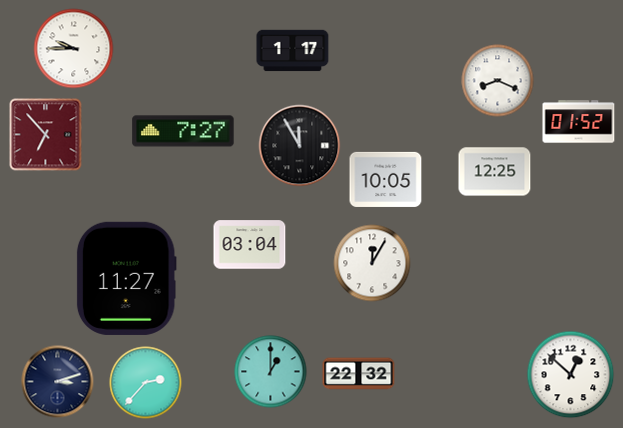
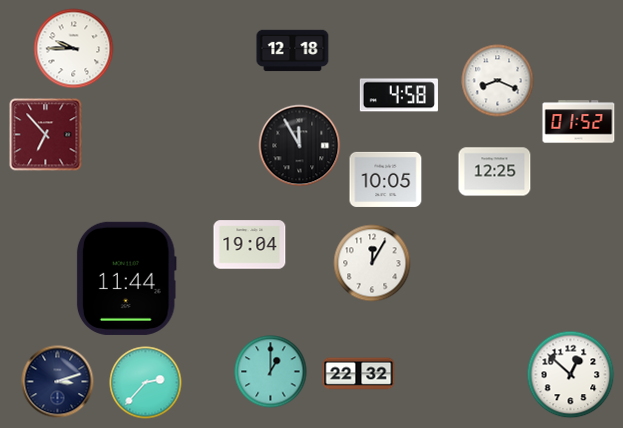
clock at (293, 51): 1:17 -> 12:18
clock at (399, 95): none -> 4:58
clock at (183, 131): 7:27 -> none
clock at (250, 245): 03:04 -> 19:04
clock at (126, 278): 11:27 -> 11:44
